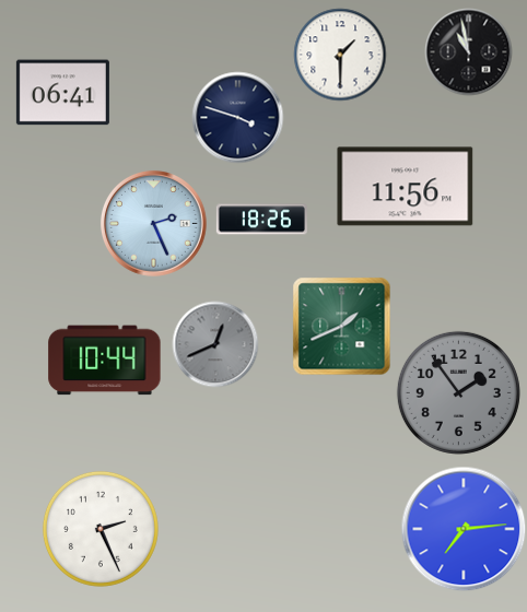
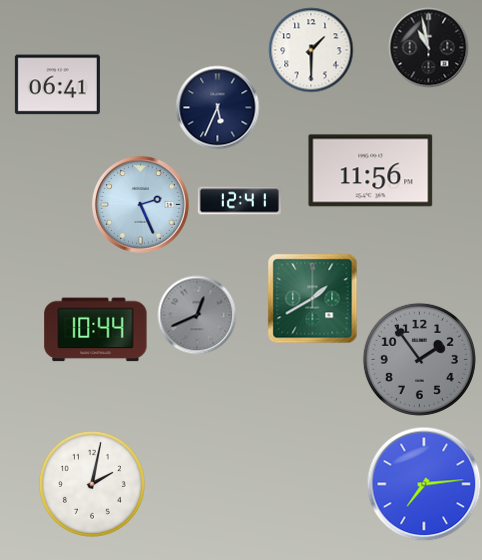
clock at (237, 117): 3:48 -> 5:34
clock at (261, 220): 18:26 -> 12:41
clock at (341, 326): 1:41 -> 1:40
clock at (101, 529): 2:26 -> 2:02
